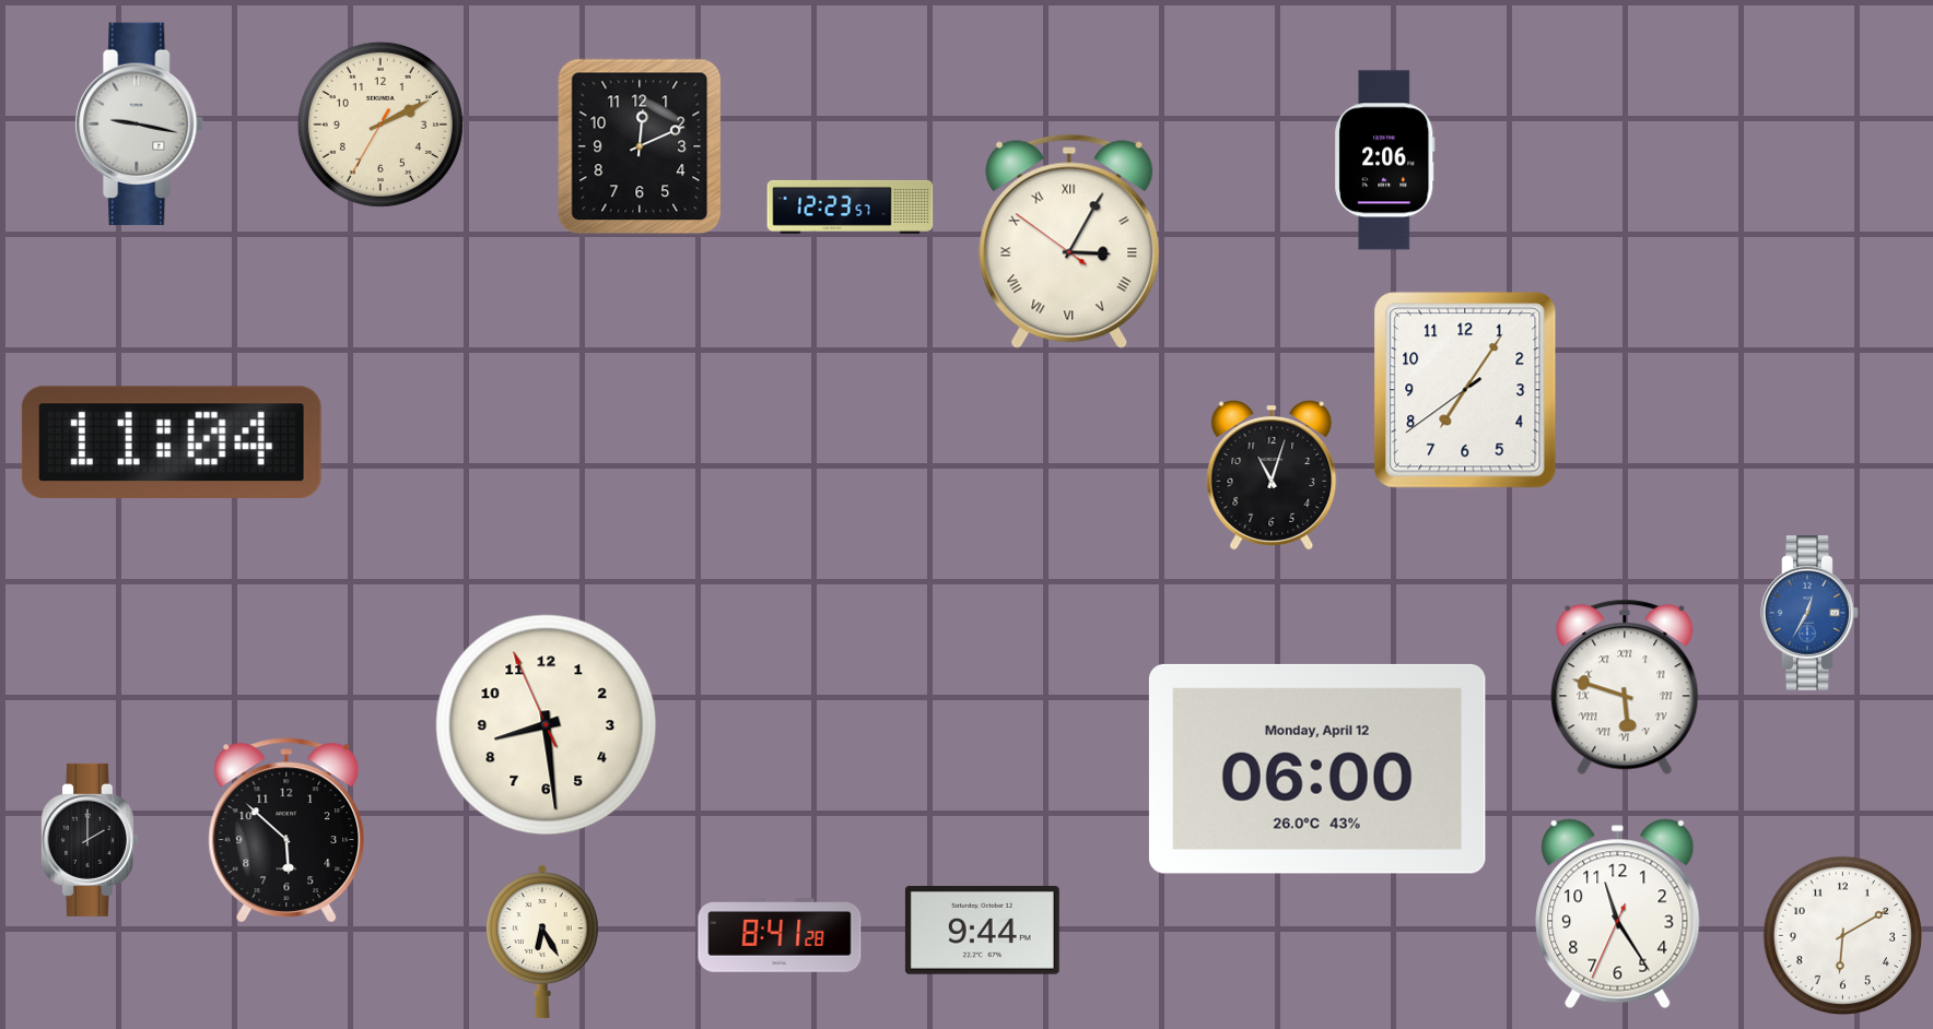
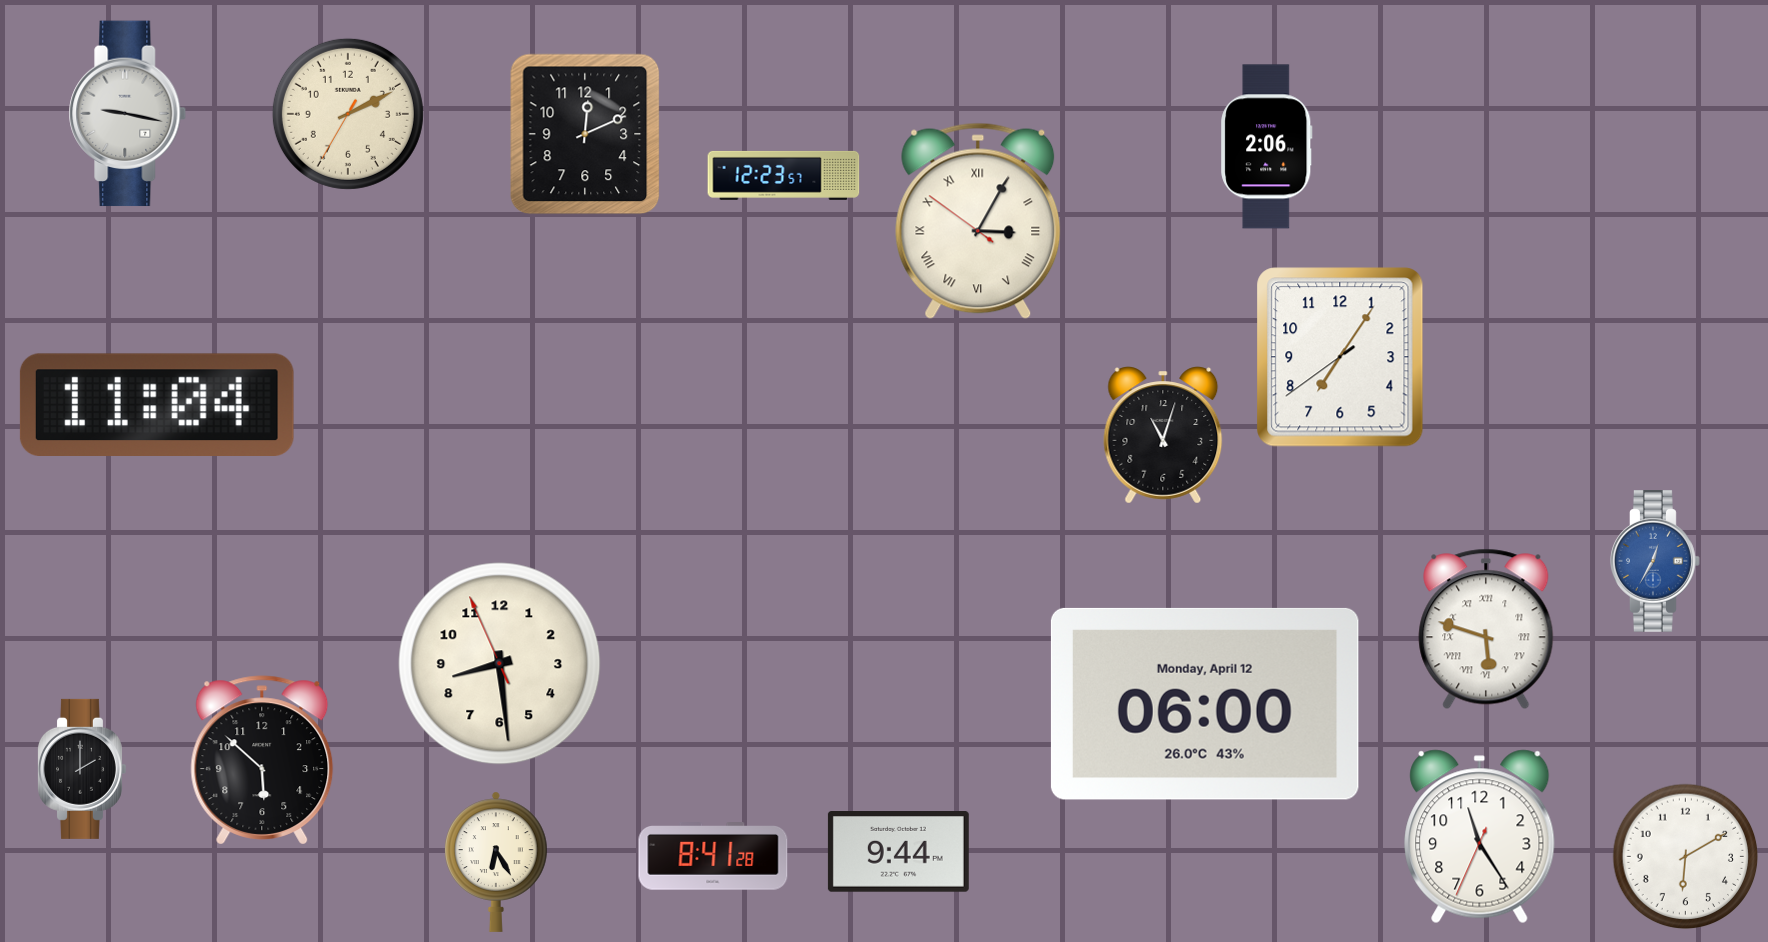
clock at (851, 206) position: (851, 206) -> (784, 175)
